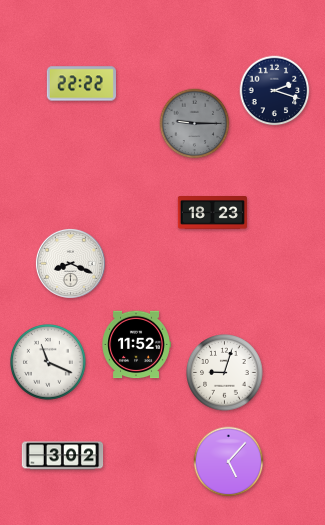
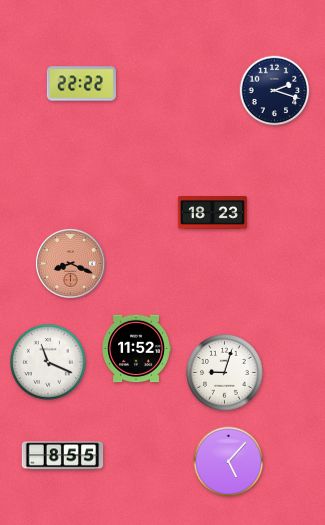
clock at (195, 124): 9:15 -> none
clock at (70, 263) dial: white -> salmon
clock at (136, 345) position: (136, 345) -> (136, 349)
clock at (63, 456): 3:02 -> 8:55
